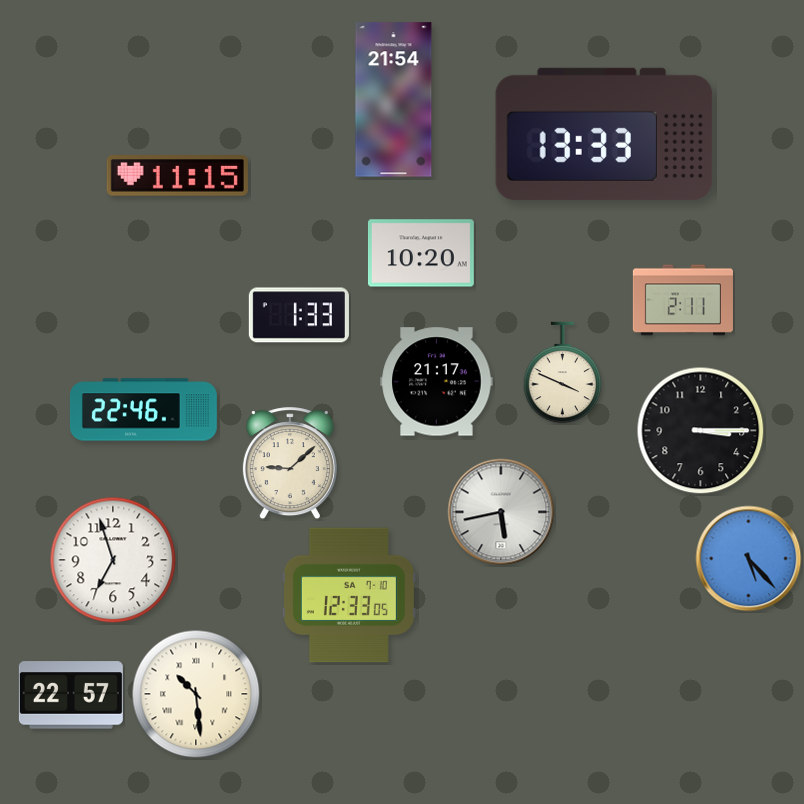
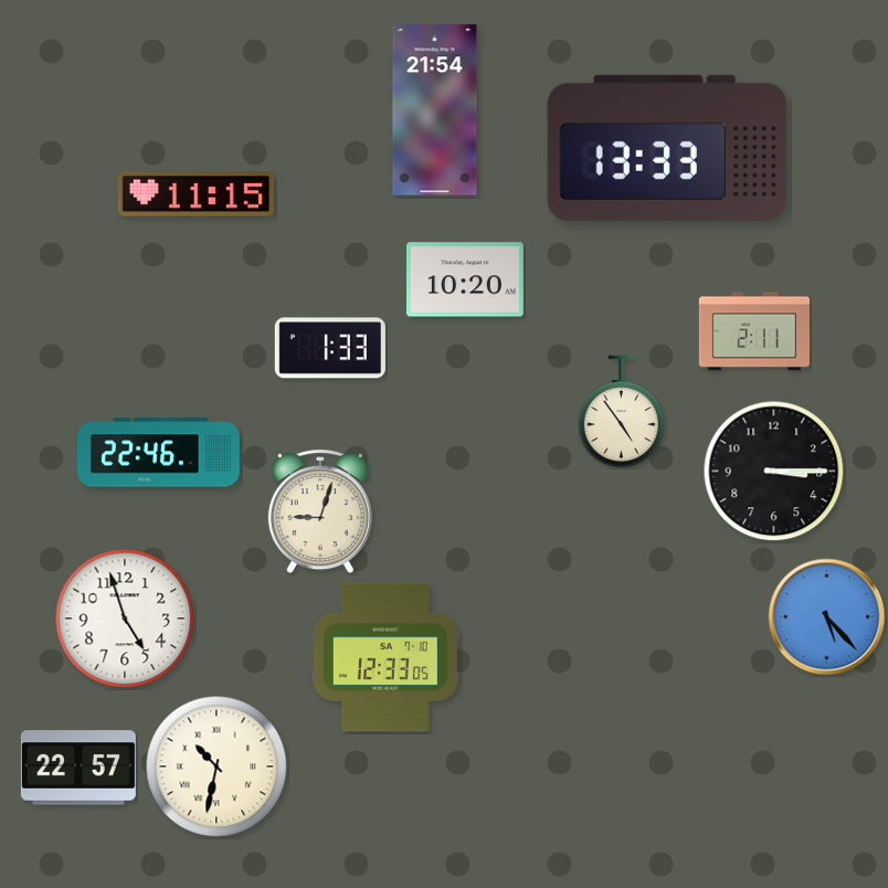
clock at (563, 373): 3:49 -> 4:54
clock at (437, 382): 21:17 -> none
clock at (701, 431) position: (701, 431) -> (774, 472)
clock at (290, 464): 9:08 -> 9:03
clock at (501, 512): 5:43 -> none
clock at (113, 560): 6:57 -> 4:57
clock at (196, 694): 10:29 -> 10:32
